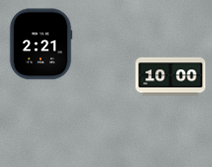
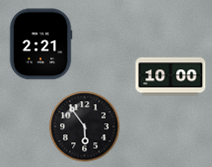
clock at (85, 127): none -> 5:54
